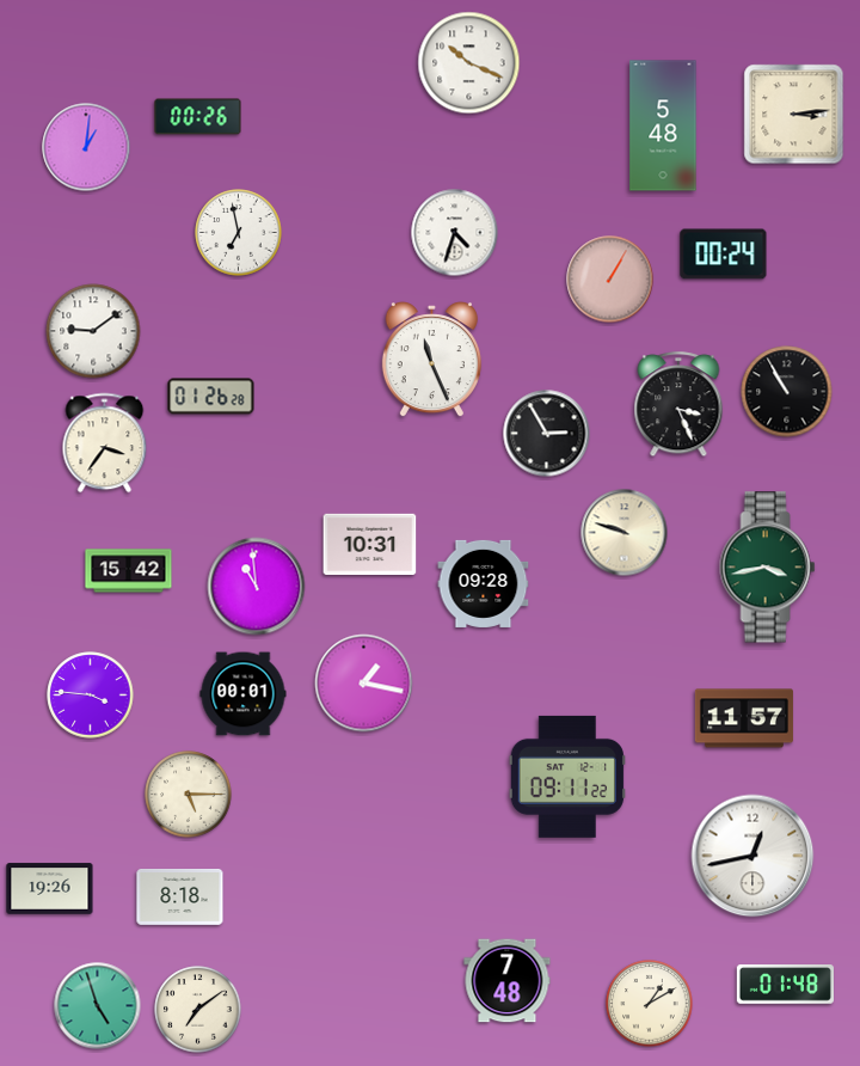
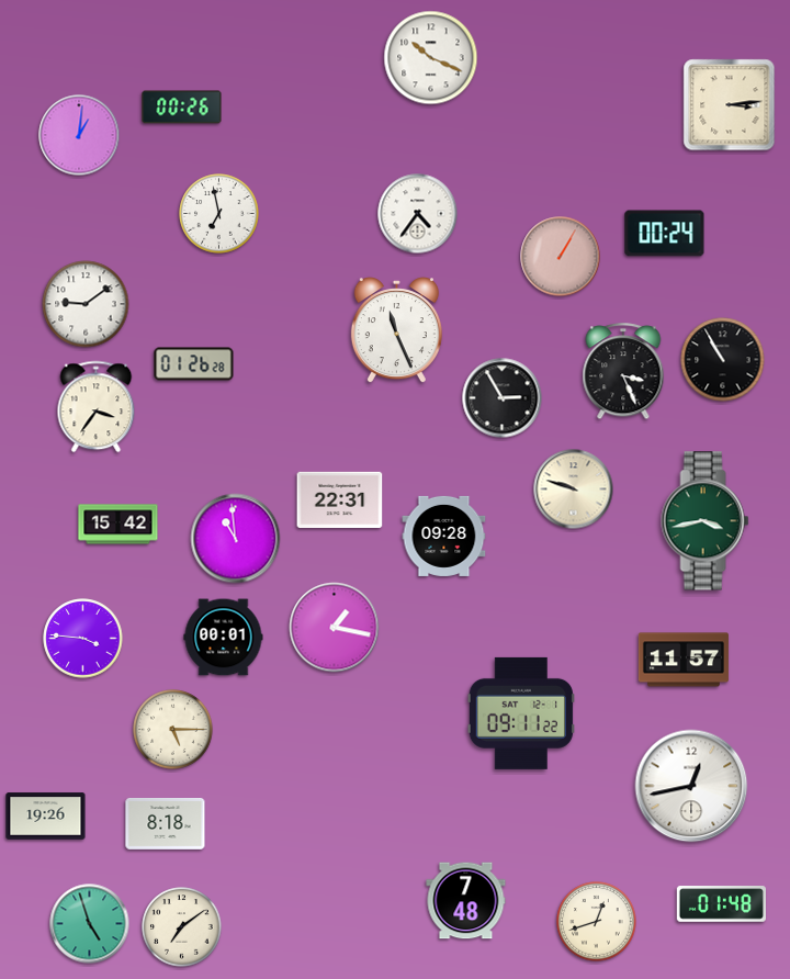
clock at (663, 125): 5:48 -> none
clock at (455, 233): 4:33 -> 4:36
clock at (370, 545): 10:31 -> 22:31
clock at (650, 1004): 1:10 -> 12:42
